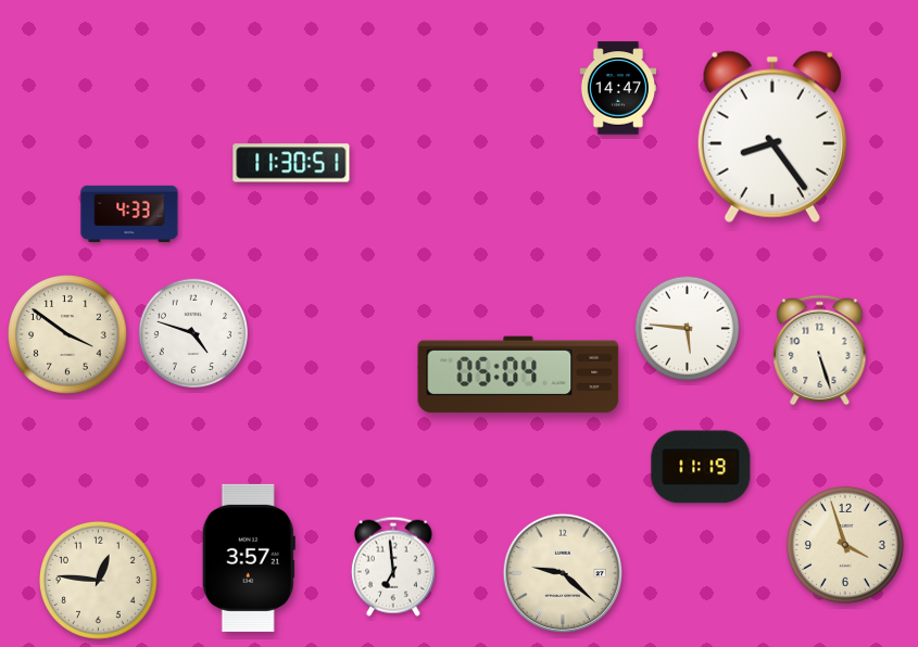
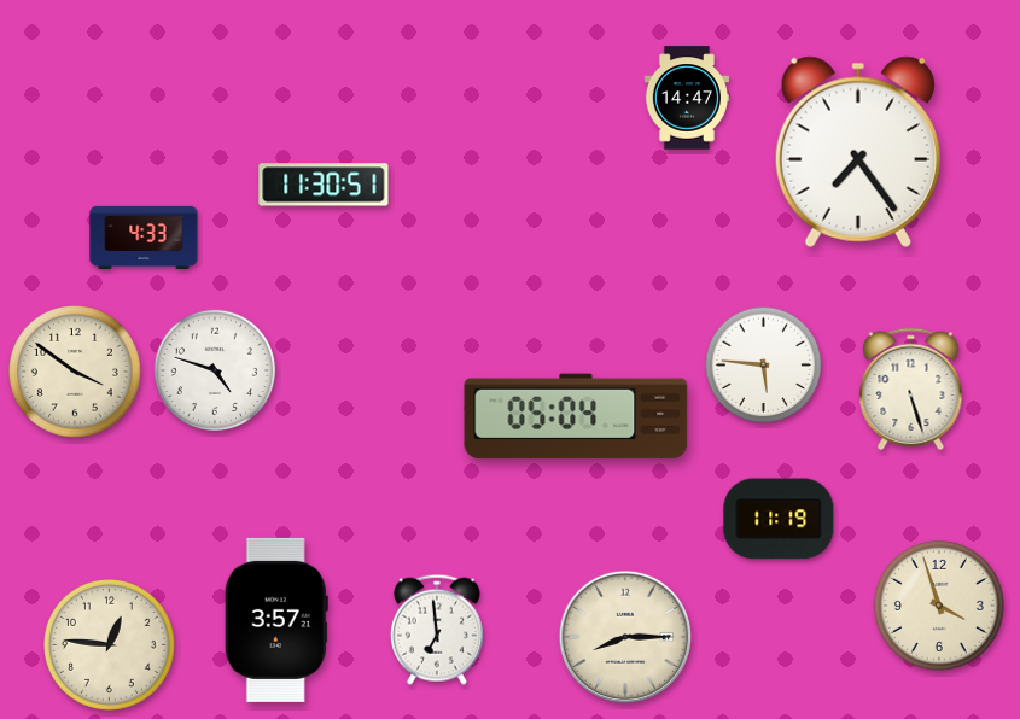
clock at (772, 137): 8:24 -> 7:24
clock at (291, 163) position: (291, 163) -> (324, 185)
clock at (562, 572): 9:22 -> 8:15
